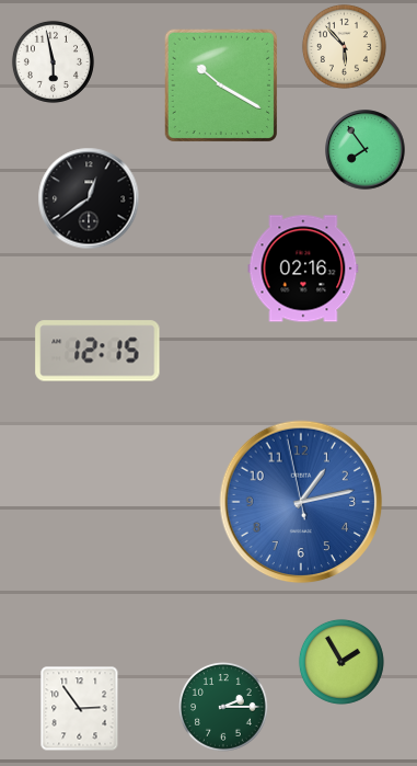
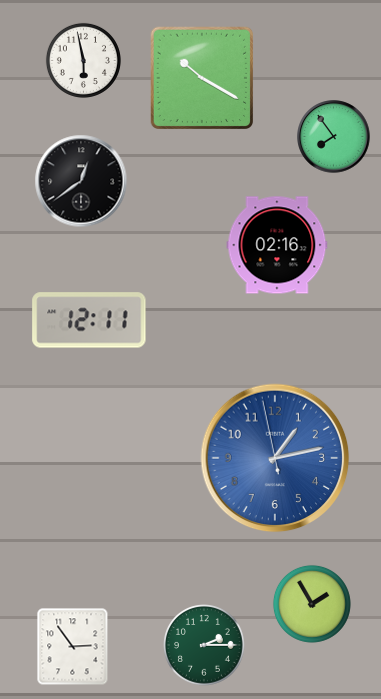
clock at (344, 46): 5:53 -> none
clock at (53, 61) position: (53, 61) -> (83, 60)
clock at (97, 351): 12:15 -> 12:11
